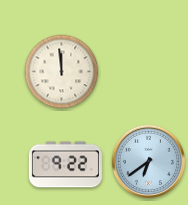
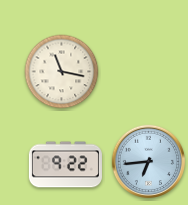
clock at (62, 72): 11:59 -> 11:17
clock at (149, 162): 6:39 -> 6:44
